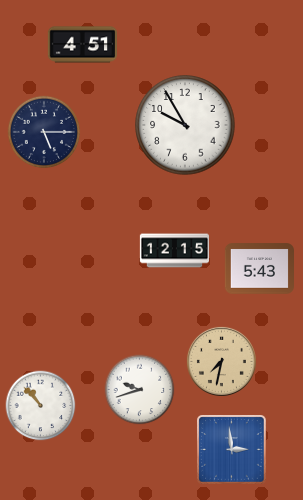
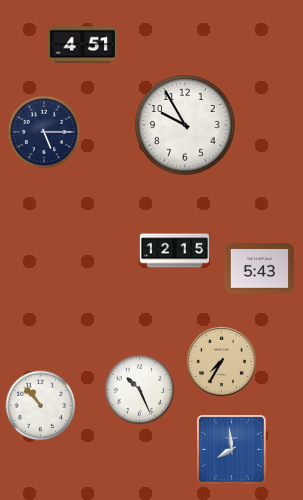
clock at (221, 361): 7:32 -> 7:35
clock at (140, 390): 9:42 -> 10:26
clock at (232, 450): 2:59 -> 7:59
